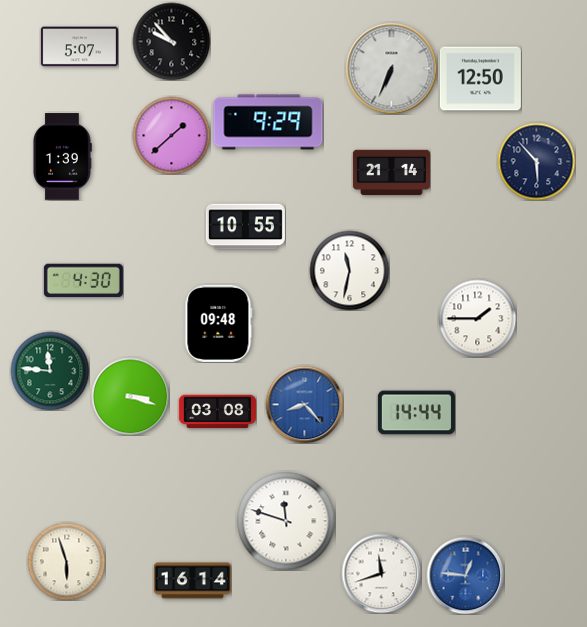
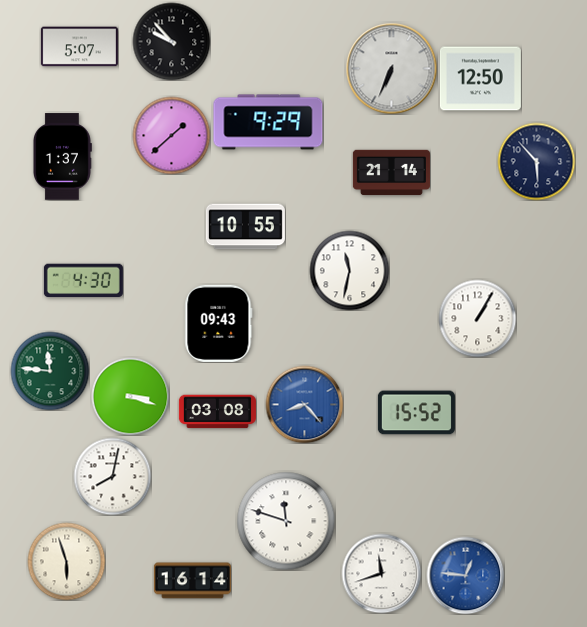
clock at (62, 157): 1:39 -> 1:37
clock at (477, 318): 1:45 -> 1:05
clock at (219, 323): 09:48 -> 09:43
clock at (416, 413): 14:44 -> 15:52
clock at (112, 476): none -> 8:02
